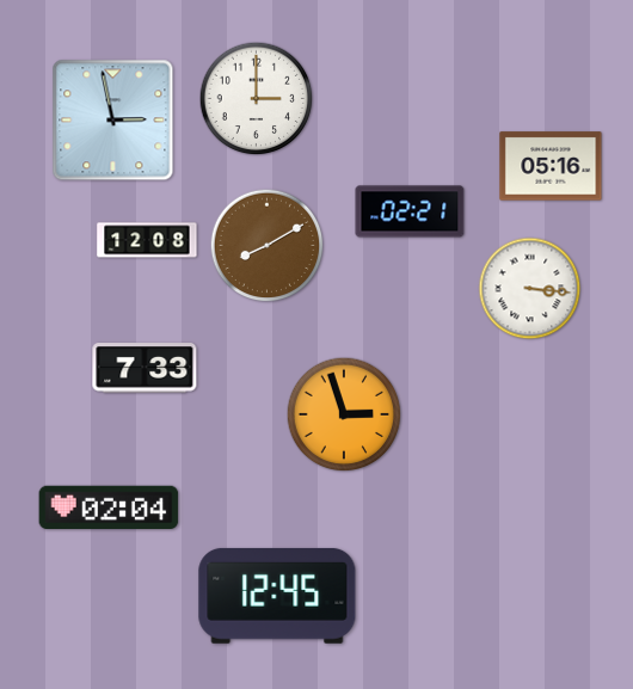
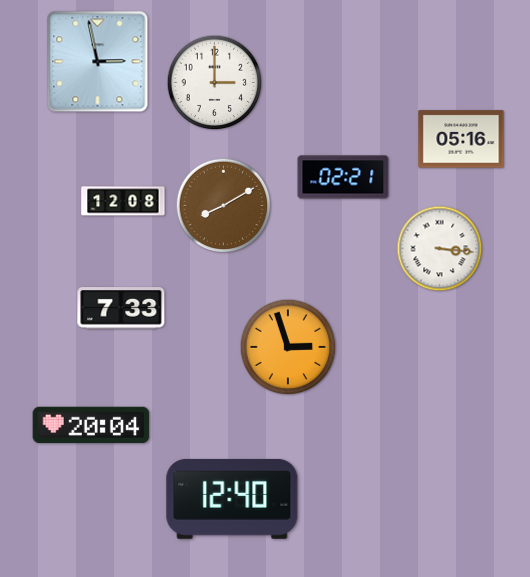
clock at (113, 121) position: (113, 121) -> (98, 62)
clock at (530, 289) position: (530, 289) -> (440, 249)
clock at (109, 507): 02:04 -> 20:04
clock at (277, 596): 12:45 -> 12:40
